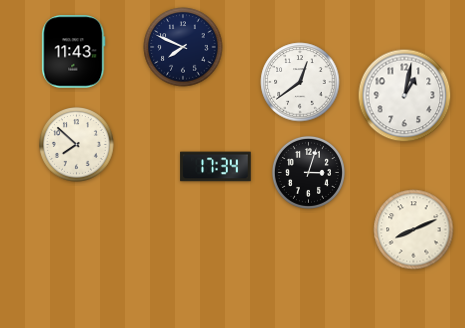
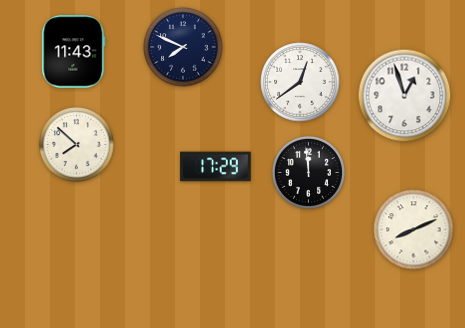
clock at (405, 96): 1:02 -> 12:57
clock at (216, 167): 17:34 -> 17:29
clock at (308, 172): 3:03 -> 11:59
